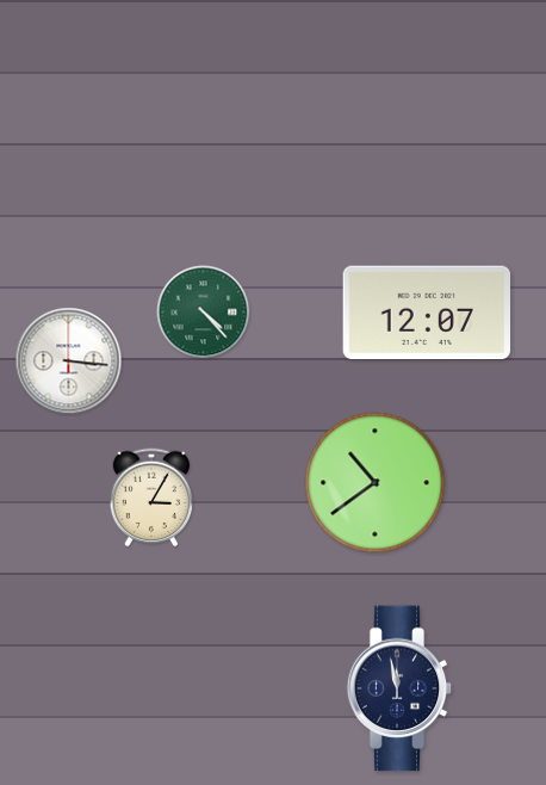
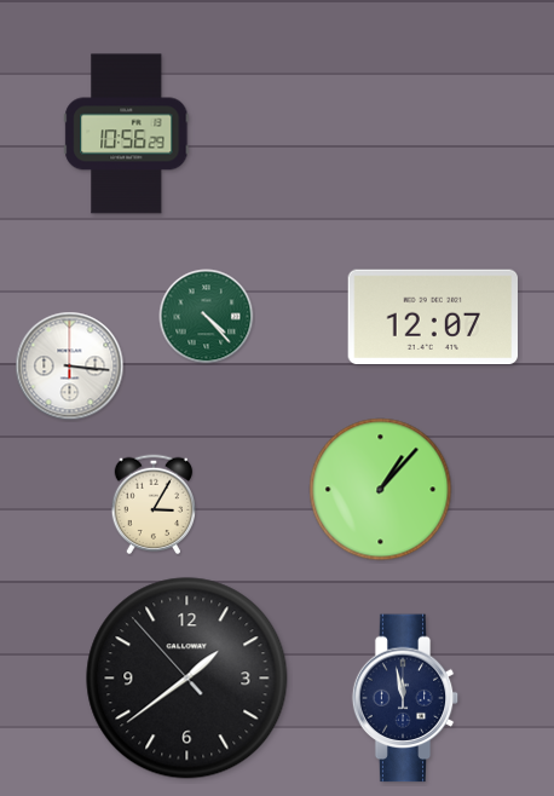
clock at (127, 134): none -> 10:56
clock at (376, 483): 10:39 -> 1:07
clock at (187, 679): none -> 1:38
